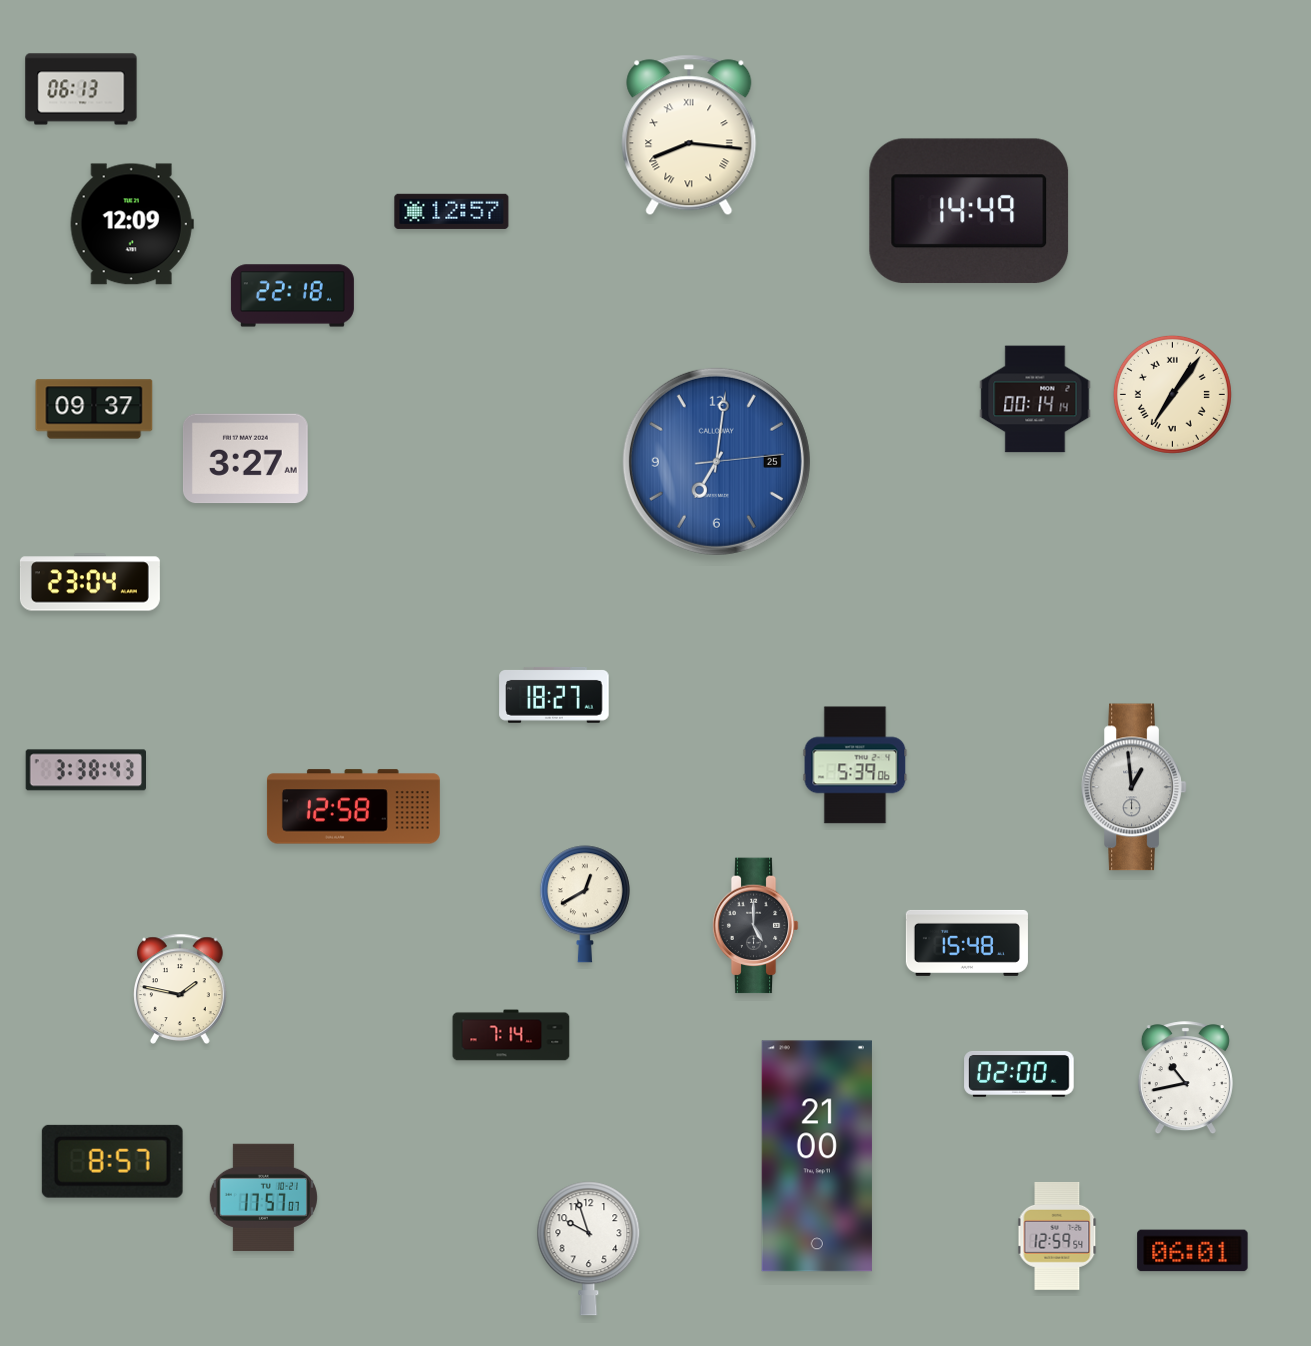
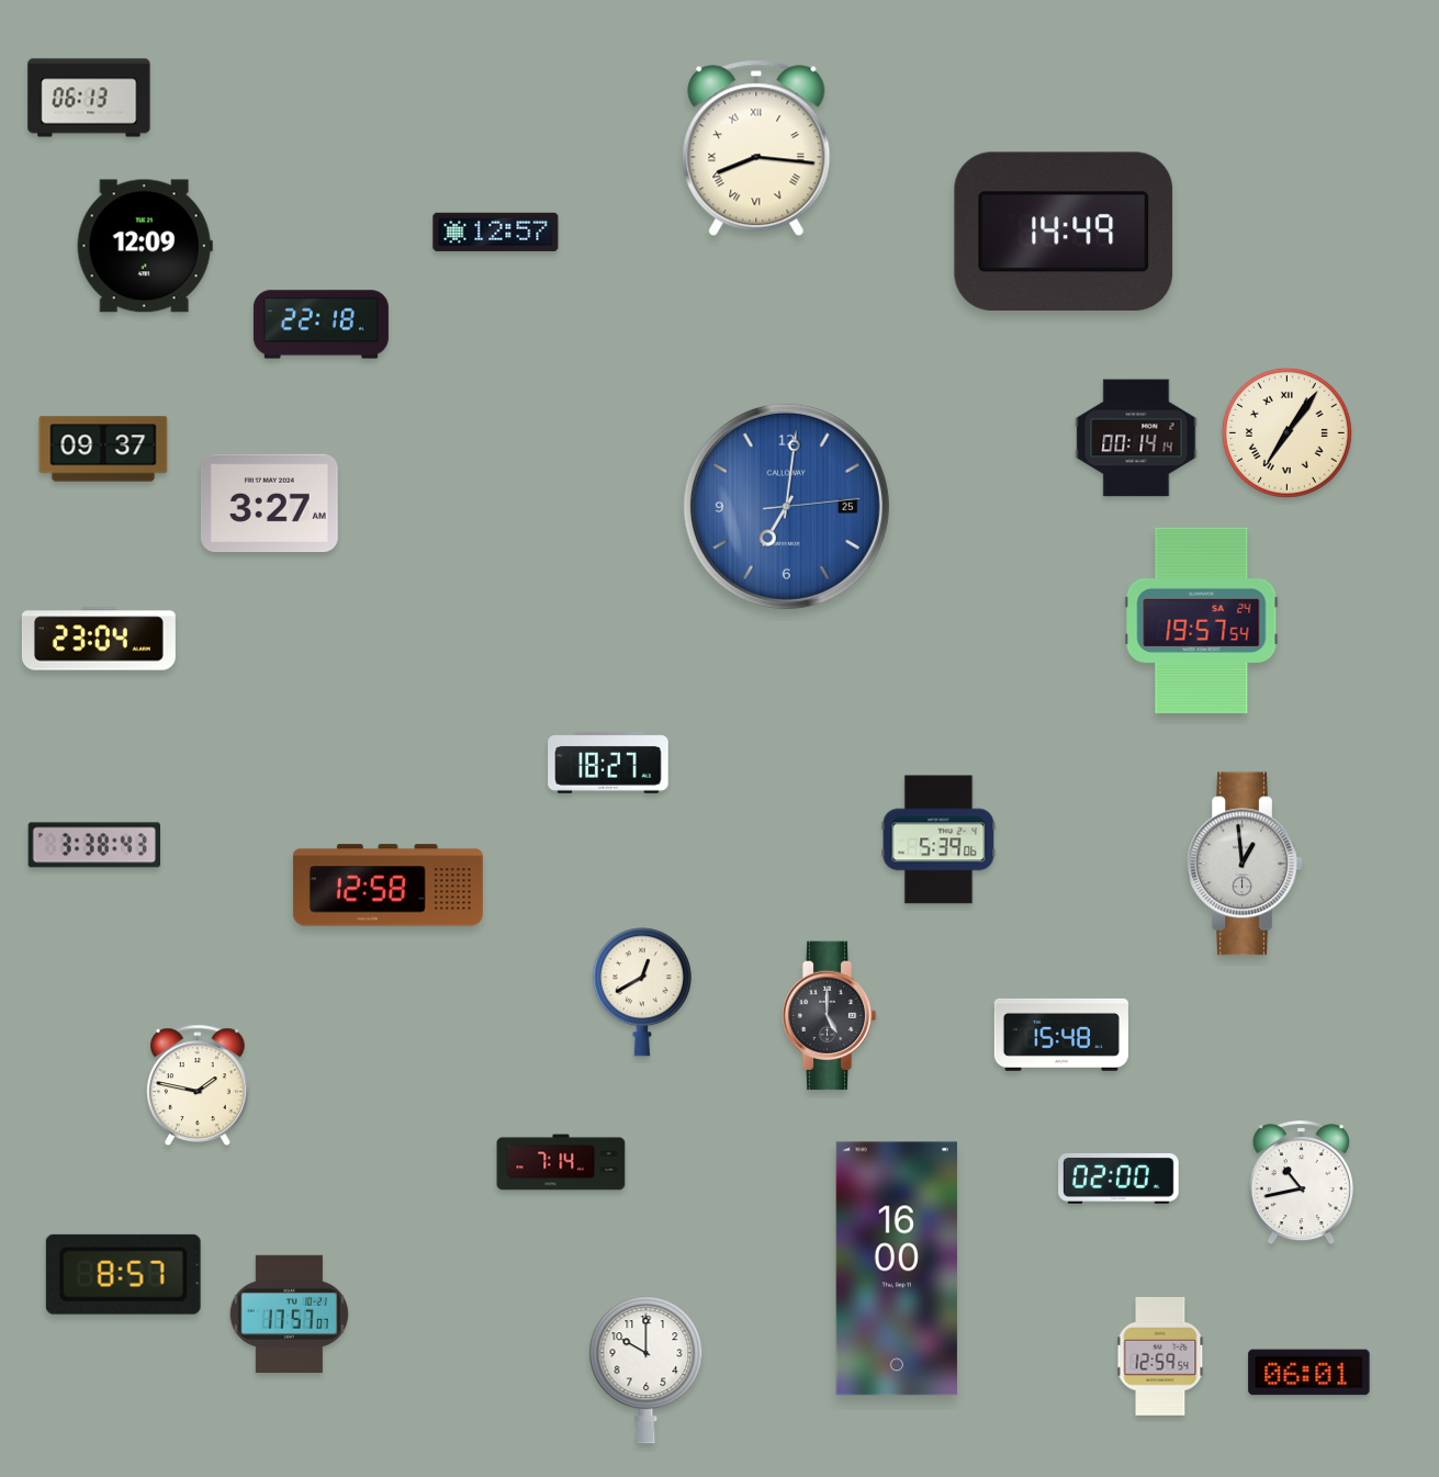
clock at (1202, 621): none -> 19:57
clock at (511, 1035) position: (511, 1035) -> (561, 1162)
clock at (817, 1156): 21:00 -> 16:00
clock at (589, 1249): 9:57 -> 10:00
